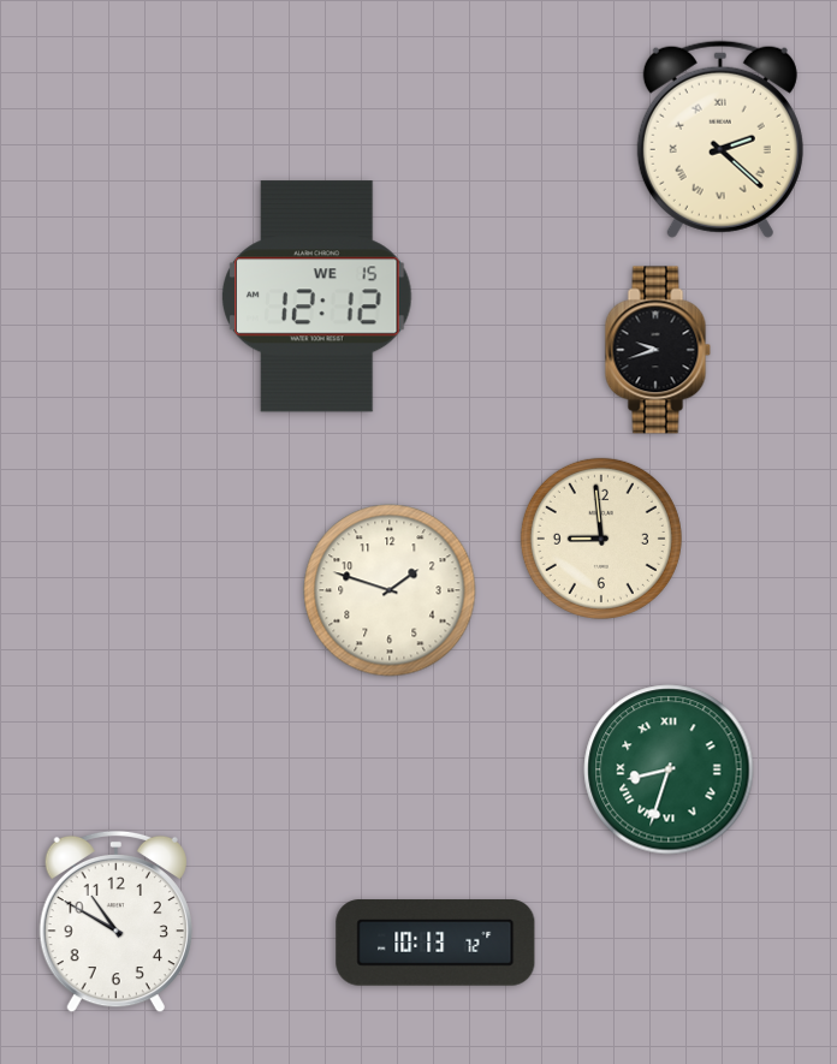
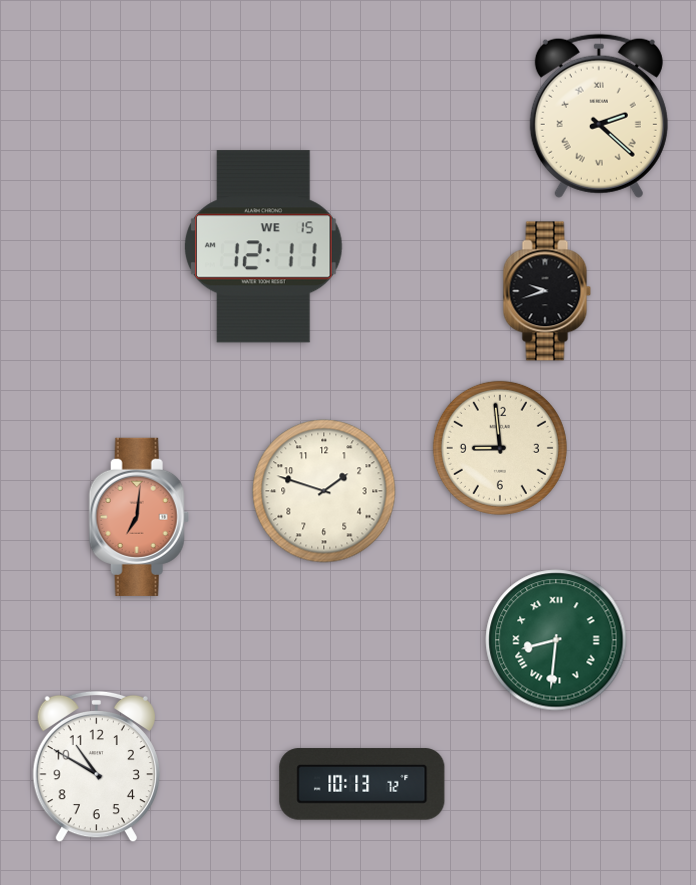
clock at (317, 297): 12:12 -> 12:11
clock at (139, 517): none -> 7:01
clock at (669, 769): 8:33 -> 8:31
